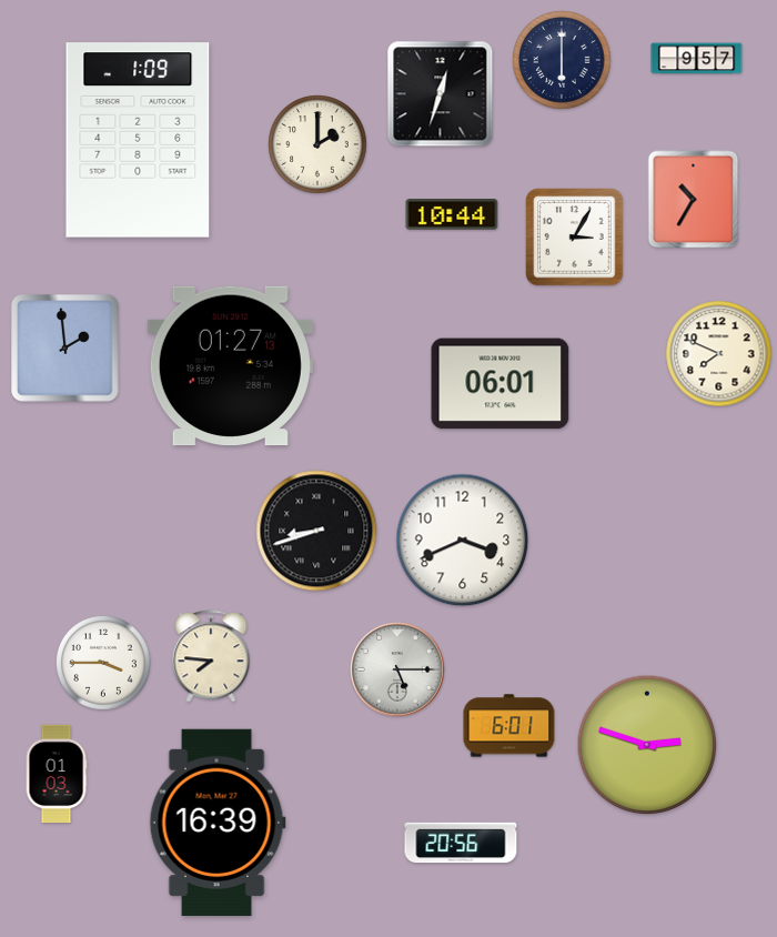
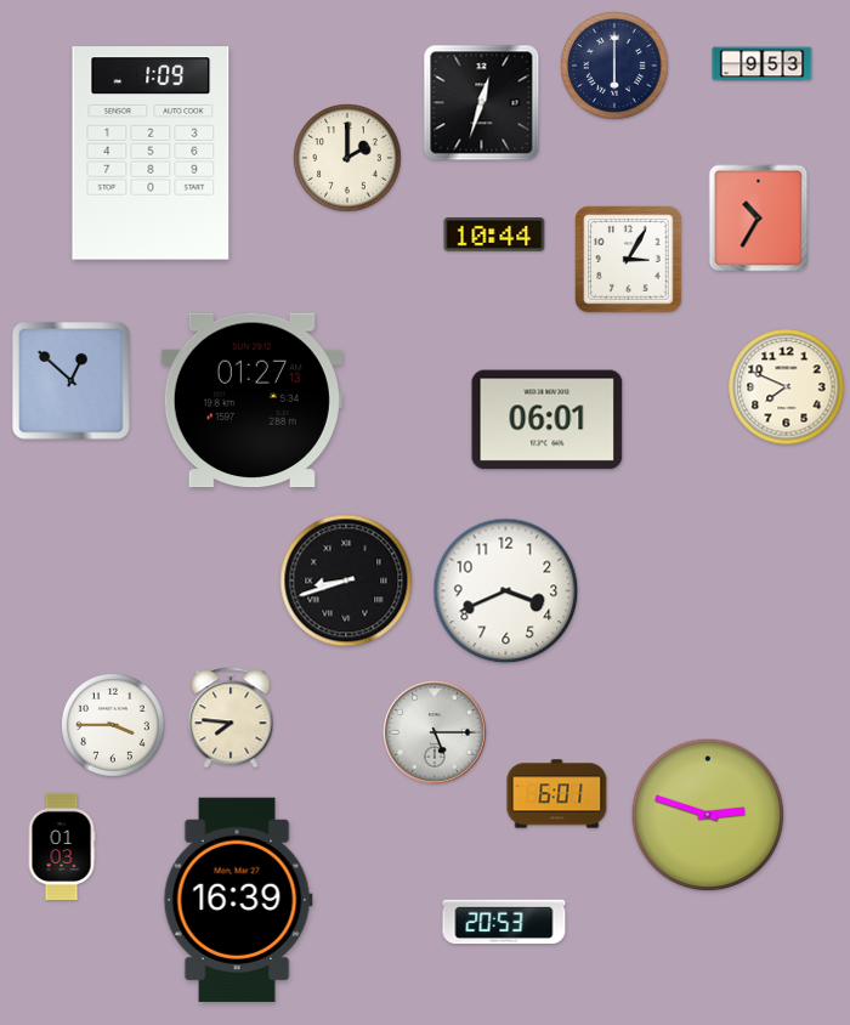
clock at (697, 59): 9:57 -> 9:53
clock at (65, 349): 1:59 -> 12:52
clock at (461, 843): 20:56 -> 20:53
